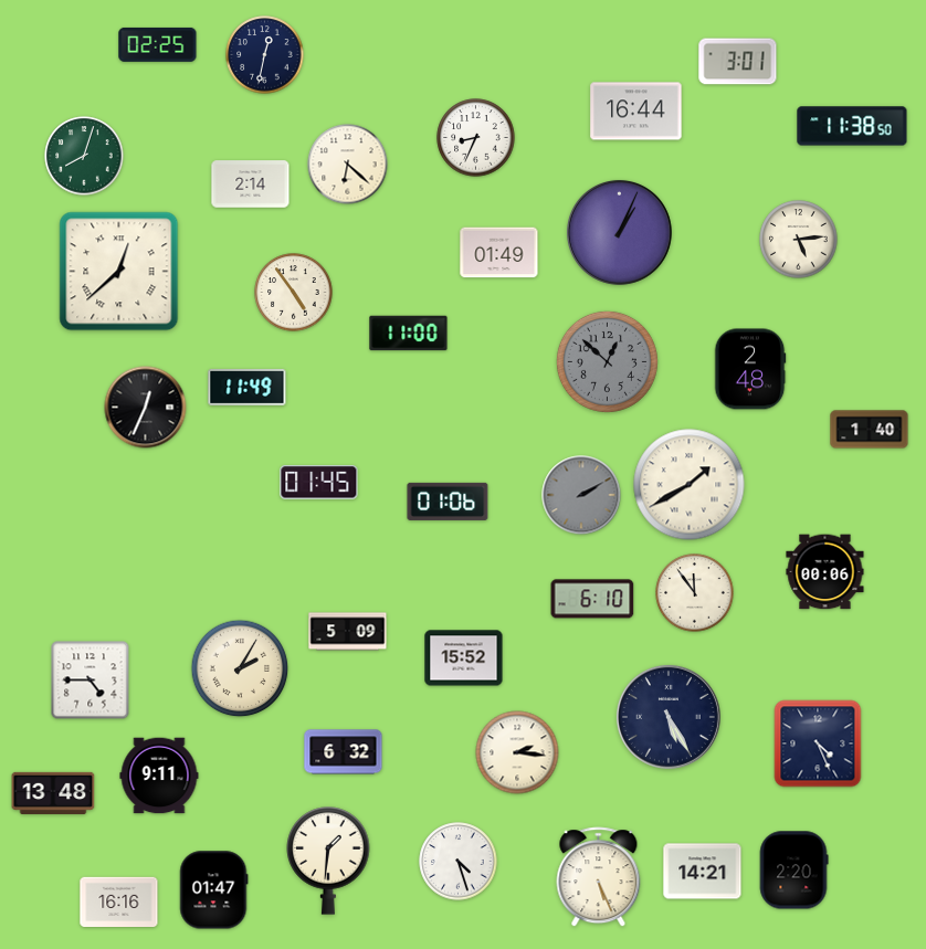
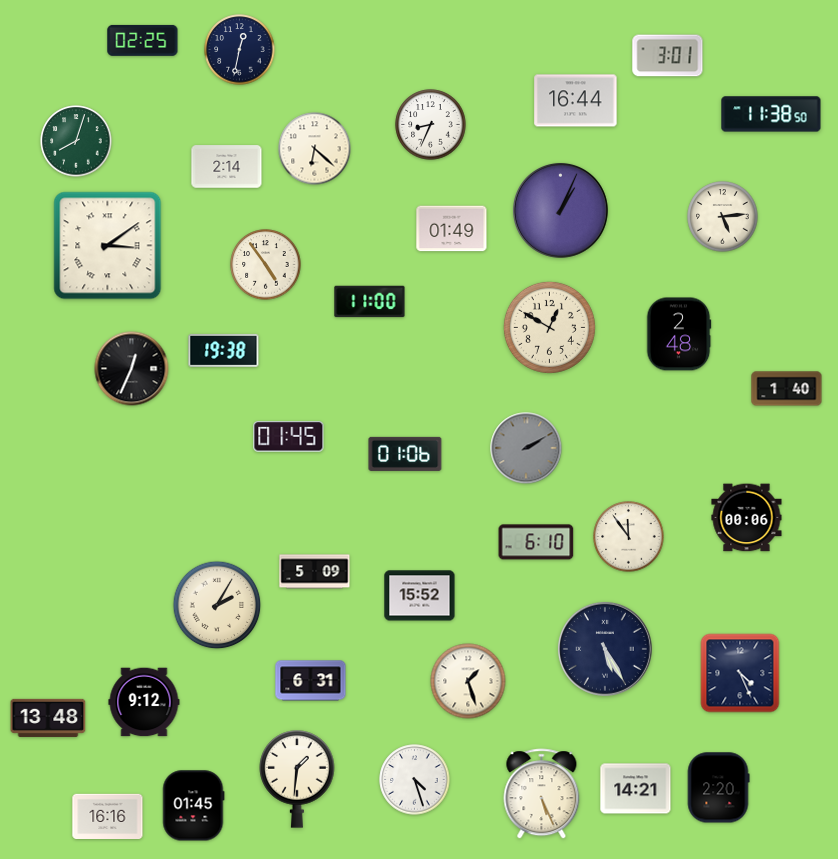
clock at (119, 272): 12:38 -> 3:09
clock at (607, 361): 12:52 -> 12:50
clock at (607, 361) dial: grey -> cream
clock at (248, 387): 11:49 -> 19:38
clock at (690, 485): 1:40 -> none
clock at (91, 681): 4:45 -> none
clock at (344, 752): 6:32 -> 6:31
clock at (517, 752): 2:16 -> 1:27
clock at (159, 776): 9:11 -> 9:12
clock at (214, 890): 01:47 -> 01:45
